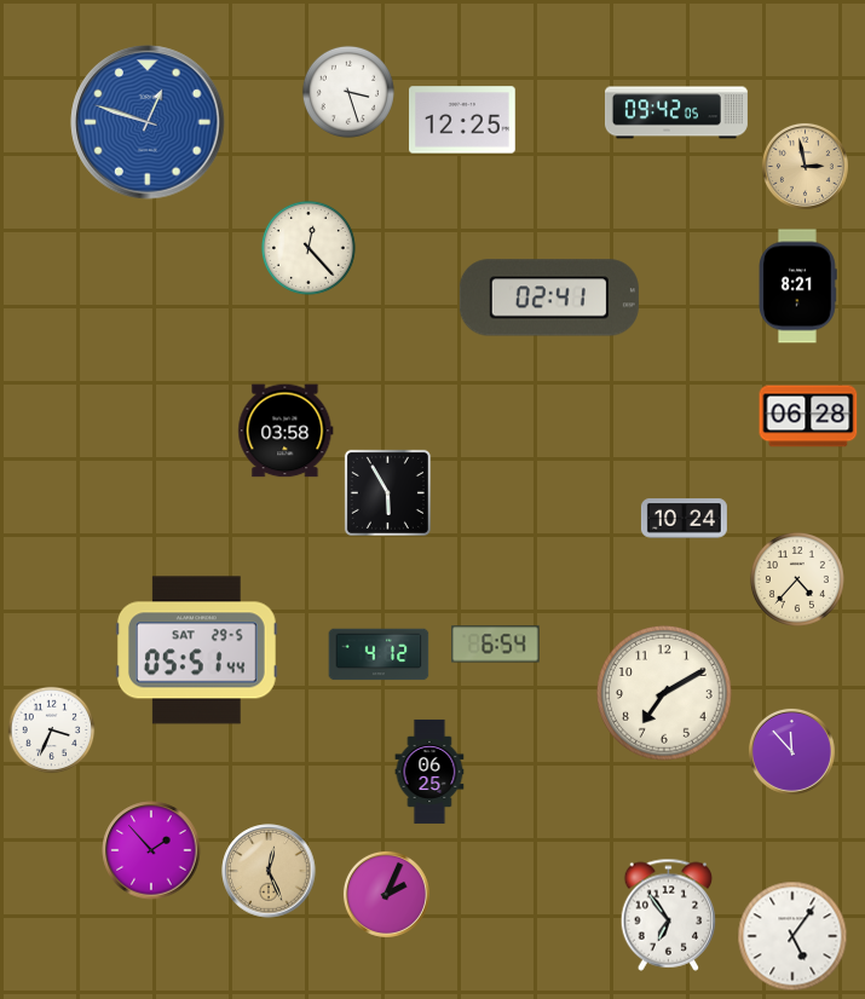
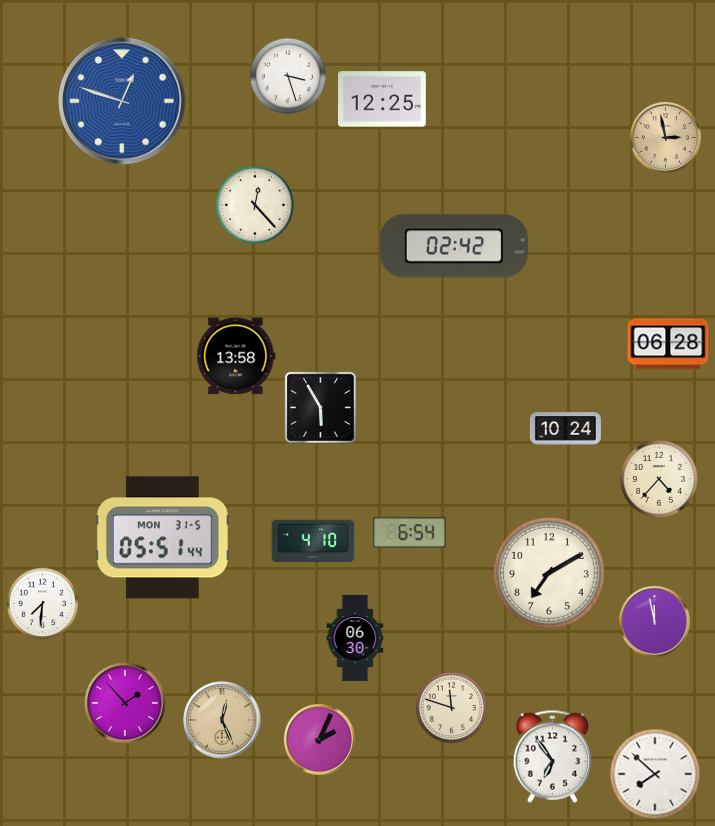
clock at (676, 112): 09:42 -> none
clock at (798, 287): 8:21 -> none
clock at (549, 298): 02:41 -> 02:42
clock at (286, 431): 03:58 -> 13:58
clock at (196, 651) date: SAT 29-5 -> MON 31-5
clock at (379, 654): 4:12 -> 4:10
clock at (52, 731): 3:34 -> 7:31
clock at (791, 751): 11:53 -> 11:58
clock at (429, 772): 06:25 -> 06:30
clock at (452, 708): none -> 11:48
clock at (792, 936): 5:06 -> 7:52
